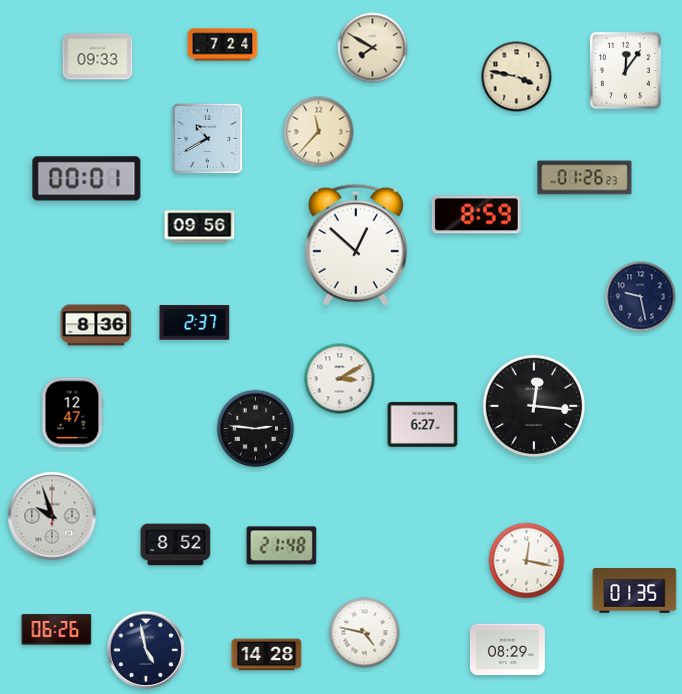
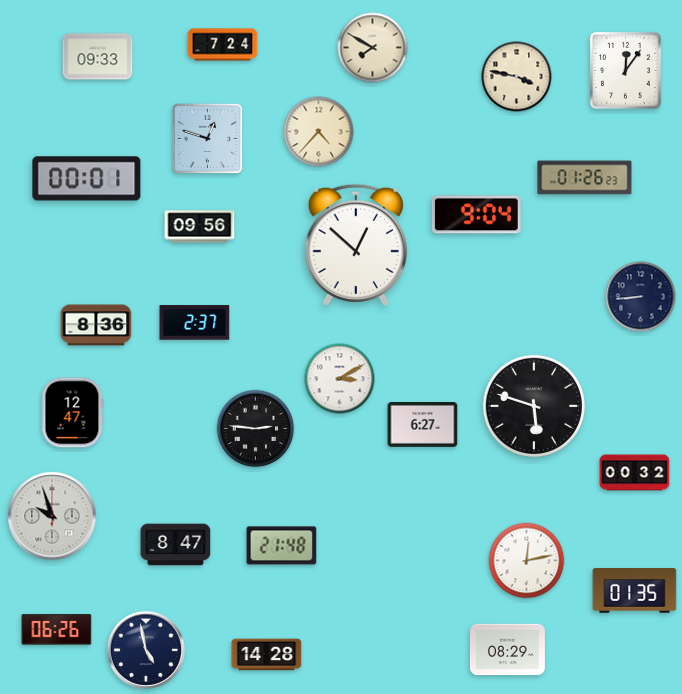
clock at (319, 132): 11:37 -> 4:37
clock at (208, 139): 10:40 -> 12:48
clock at (476, 215): 8:59 -> 9:04
clock at (641, 297): 9:28 -> 8:44
clock at (534, 406): 12:16 -> 5:48
clock at (635, 473): none -> 00:32
clock at (176, 545): 8:52 -> 8:47
clock at (527, 561): 12:17 -> 12:13
clock at (365, 633): 4:47 -> none
